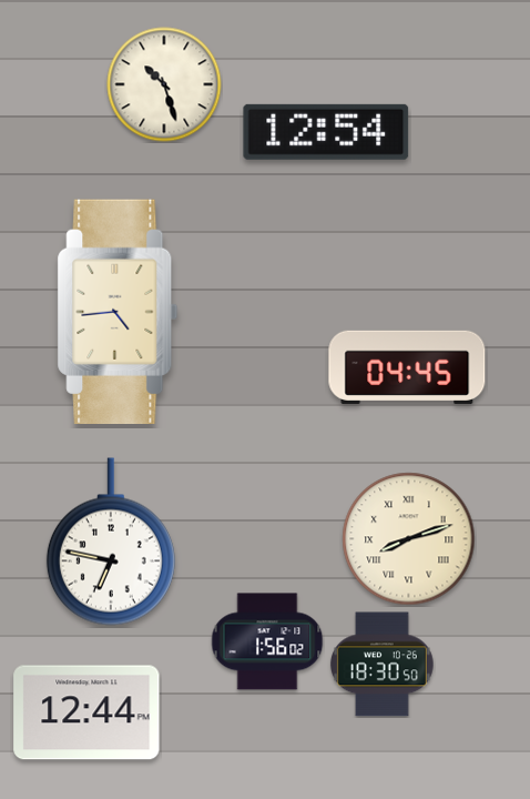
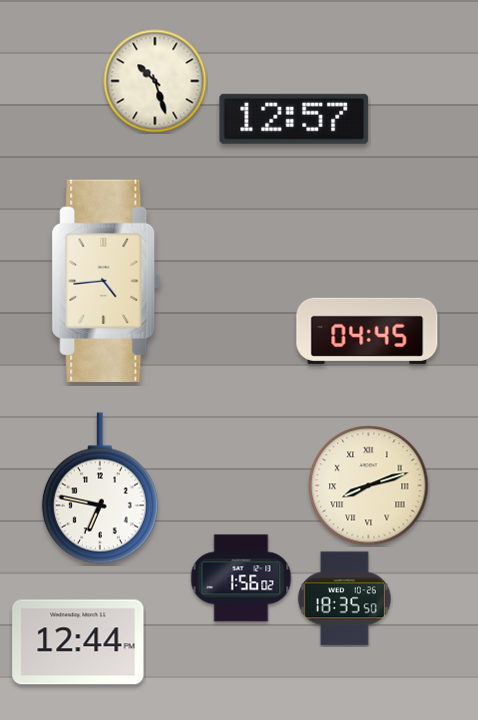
clock at (164, 84) position: (164, 84) -> (155, 81)
clock at (326, 132): 12:54 -> 12:57
clock at (381, 665): 18:30 -> 18:35
